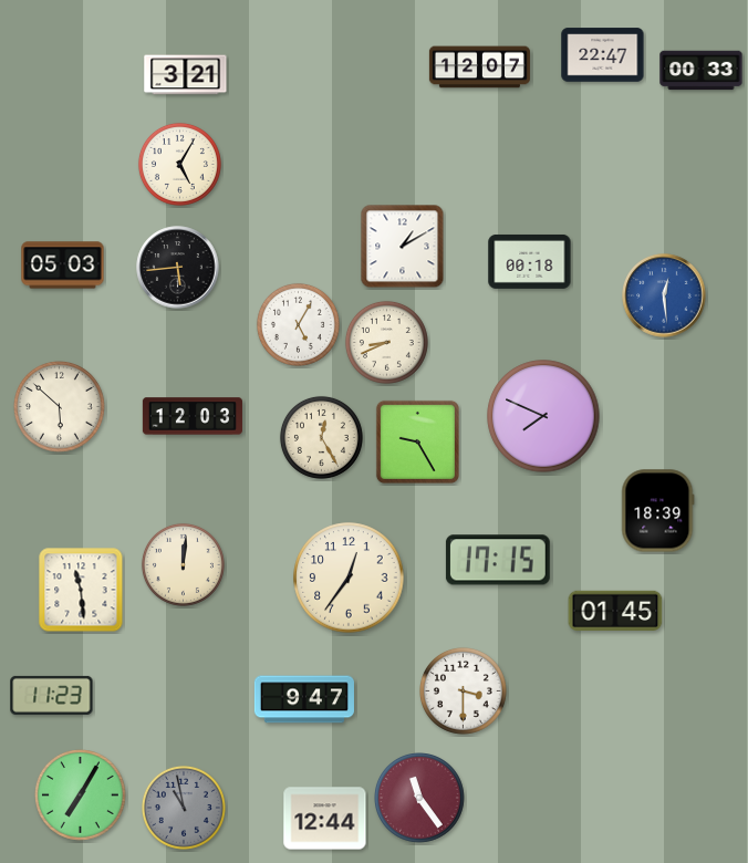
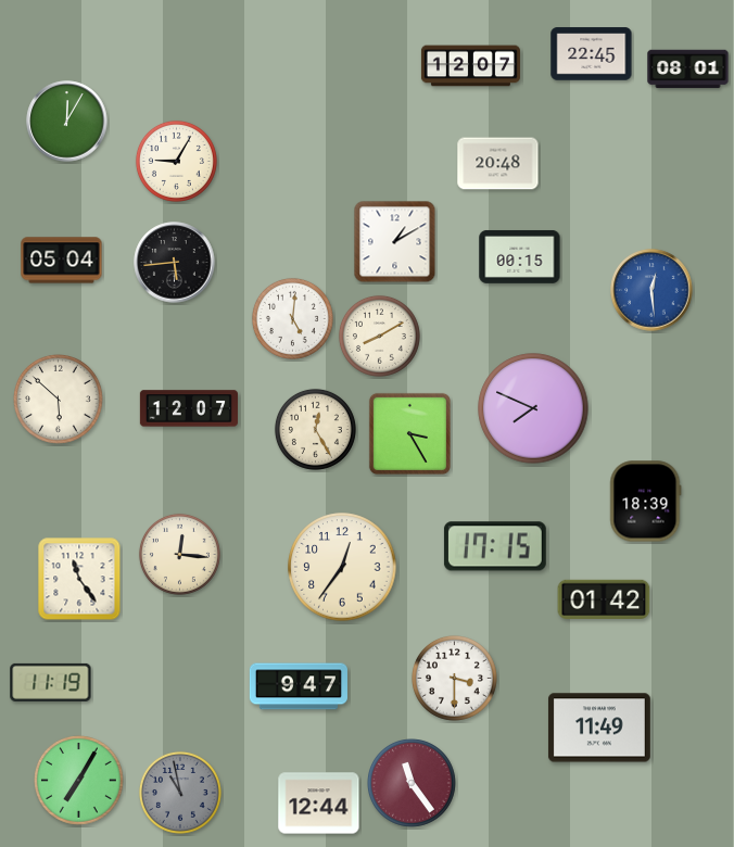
clock at (603, 55): 22:47 -> 22:45
clock at (702, 71): 00:33 -> 08:01
clock at (186, 75): 3:21 -> none
clock at (67, 122): none -> 12:05
clock at (179, 164): 5:05 -> 9:05
clock at (498, 164): none -> 20:48
clock at (530, 261): 00:18 -> 00:15
clock at (63, 266): 05:03 -> 05:04
clock at (298, 324): 5:05 -> 5:01
clock at (386, 342): 8:41 -> 8:10
clock at (193, 416): 12:03 -> 12:07
clock at (417, 441): 9:25 -> 3:25
clock at (498, 560) position: (498, 560) -> (495, 546)
clock at (183, 564): 12:01 -> 12:16
clock at (81, 590): 11:29 -> 11:24
clock at (615, 611): 01:45 -> 01:42
clock at (52, 695): 11:23 -> 11:19
clock at (599, 728): none -> 11:49
